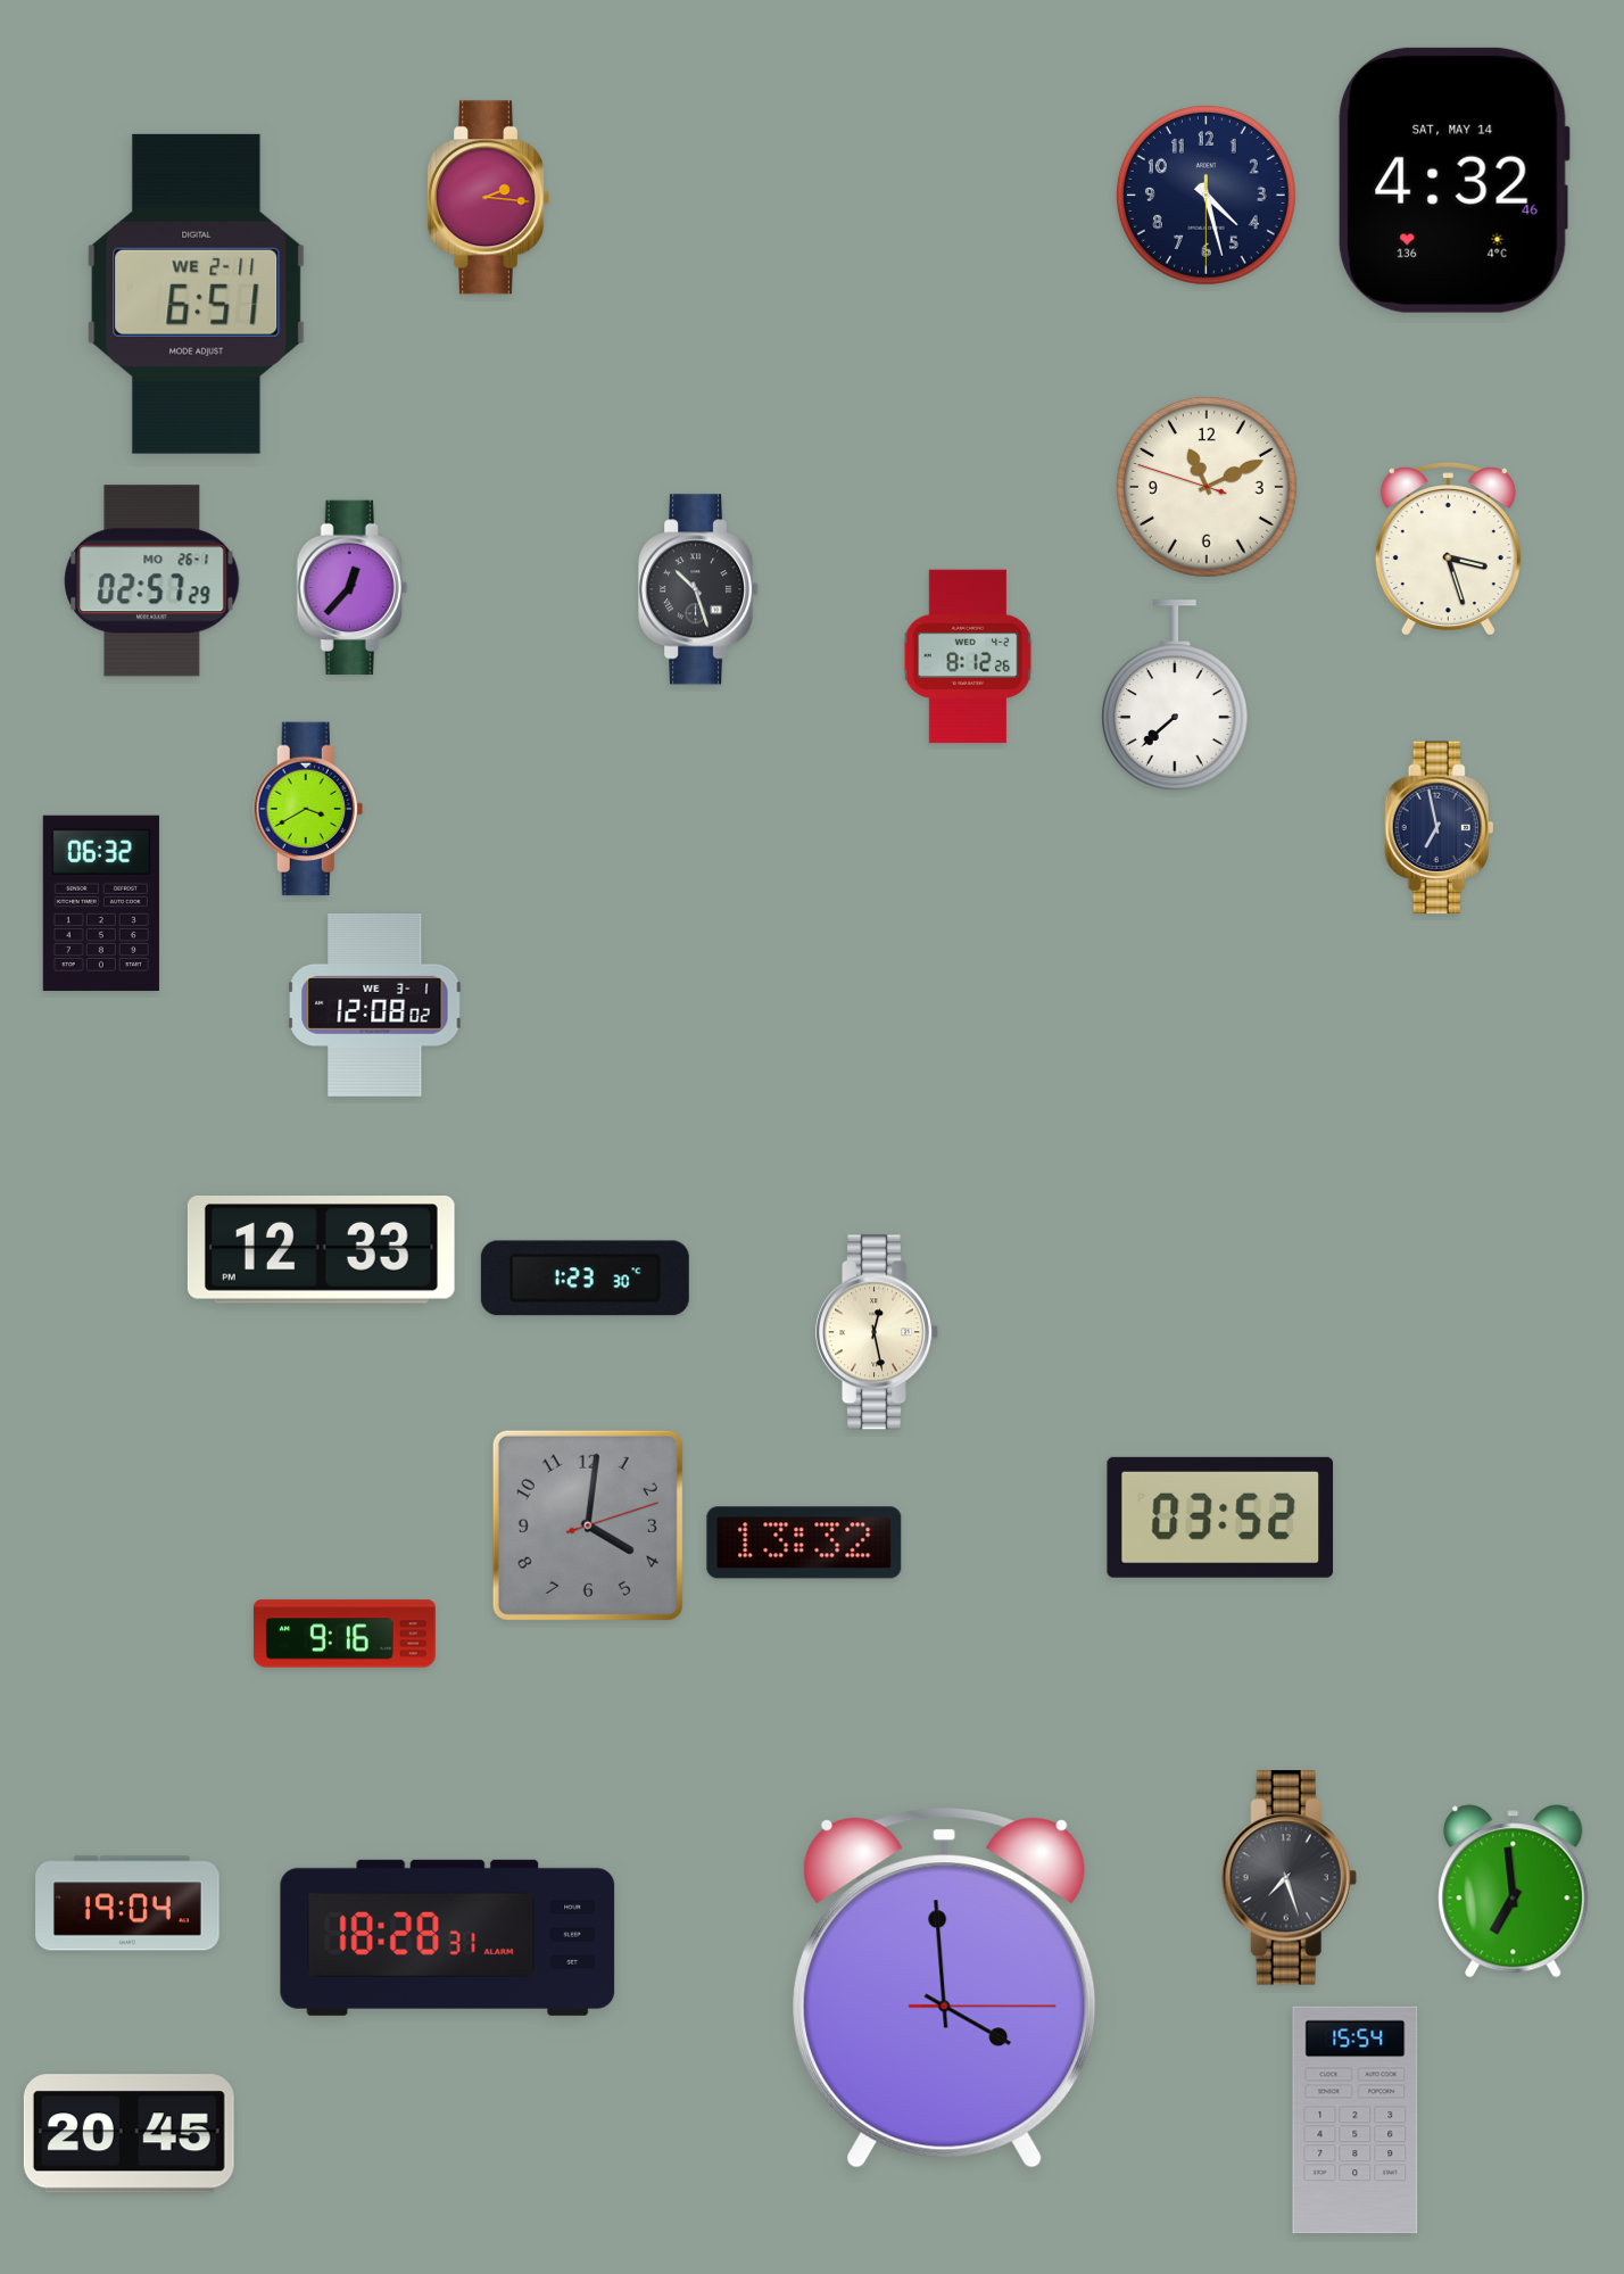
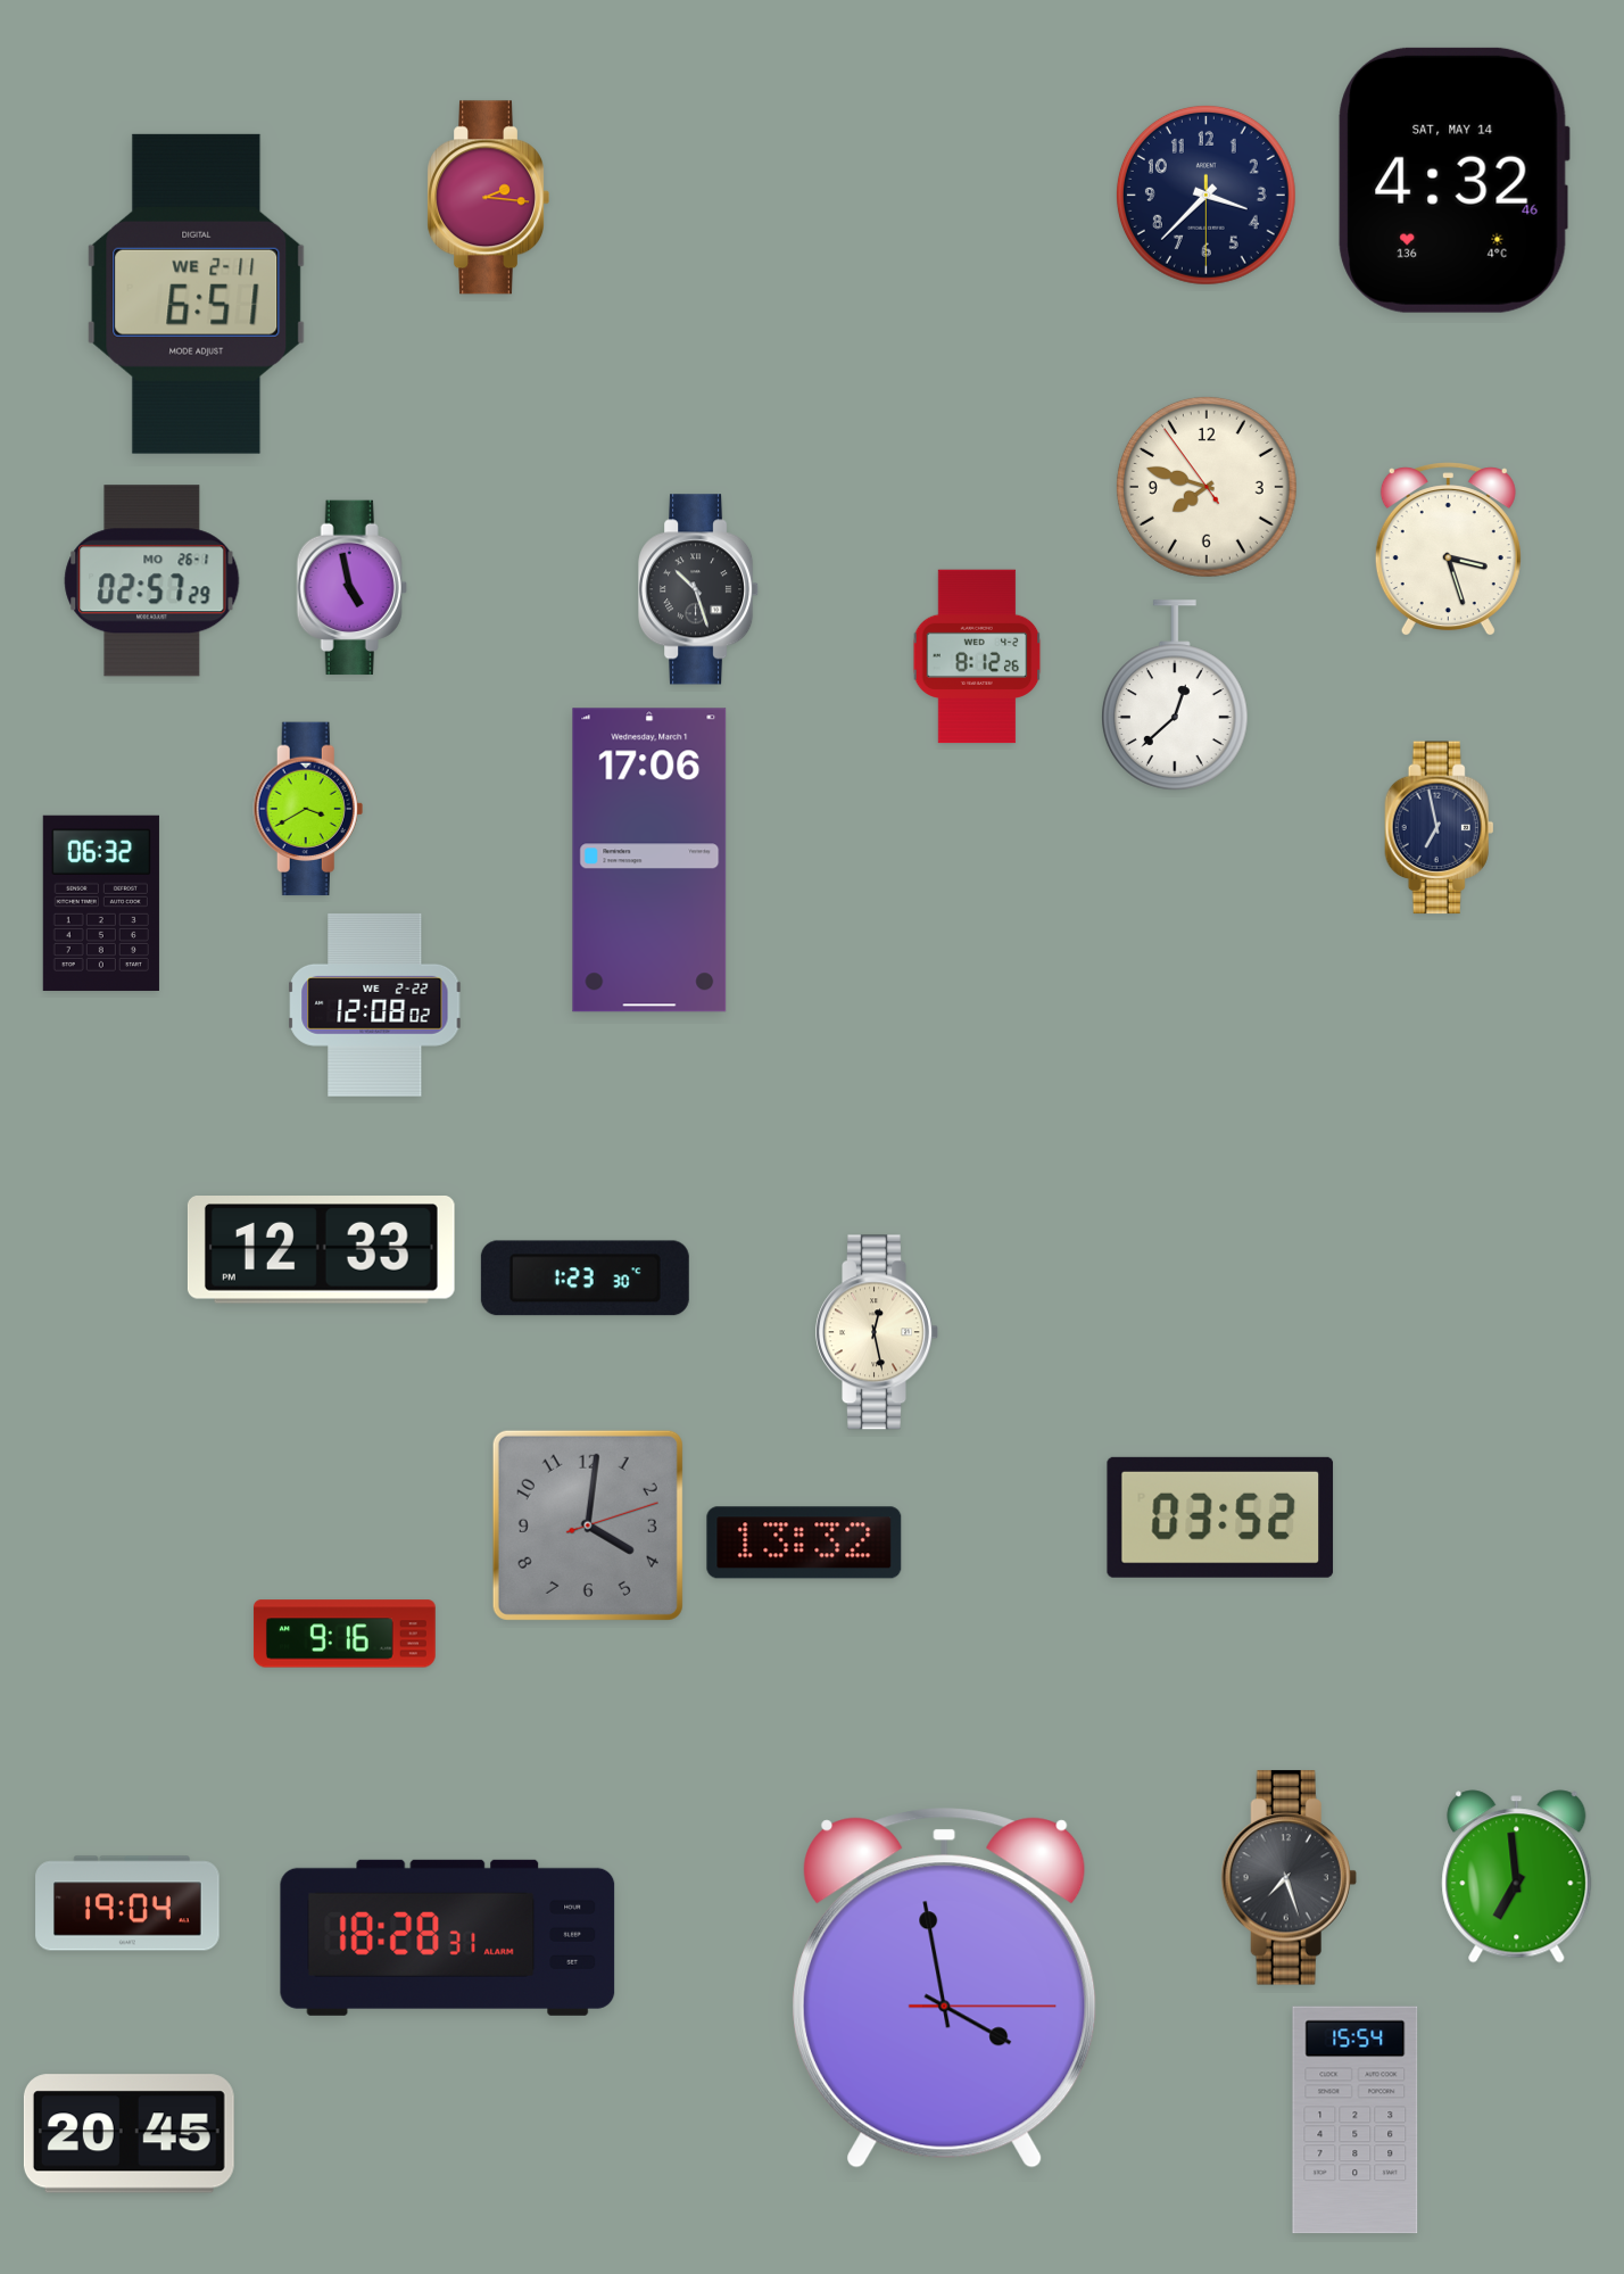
clock at (1205, 195): 4:27 -> 3:37
clock at (1207, 487): 11:10 -> 7:47
clock at (351, 588): 12:37 -> 4:58
clock at (968, 656) position: (968, 656) -> (977, 656)
clock at (1175, 695): 7:38 -> 12:38
clock at (649, 860): none -> 17:06
clock at (375, 1004) date: WE 3-1 -> WE 2-22
clock at (1514, 1892) position: (1514, 1892) -> (1517, 1877)
clock at (945, 1988): 3:59 -> 3:58
